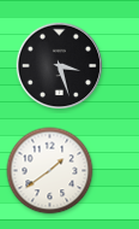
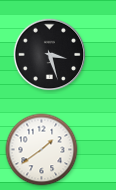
clock at (50, 171) position: (50, 171) -> (42, 150)
